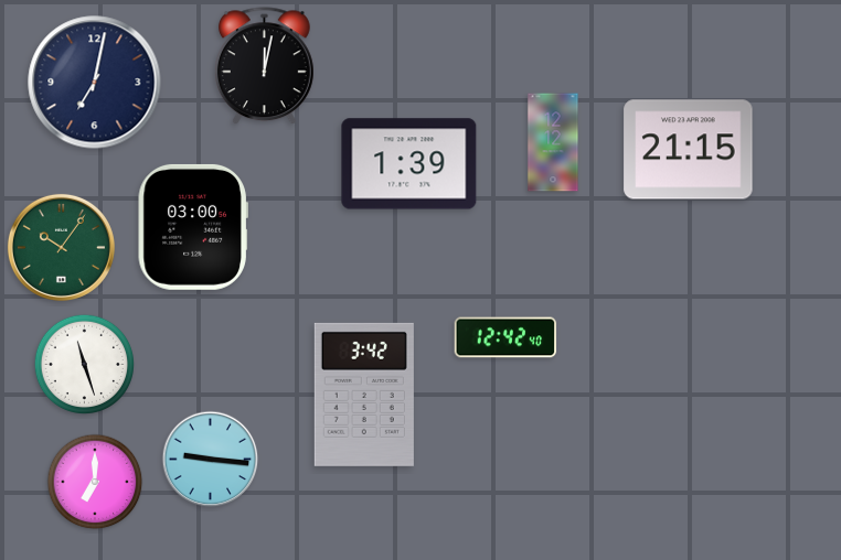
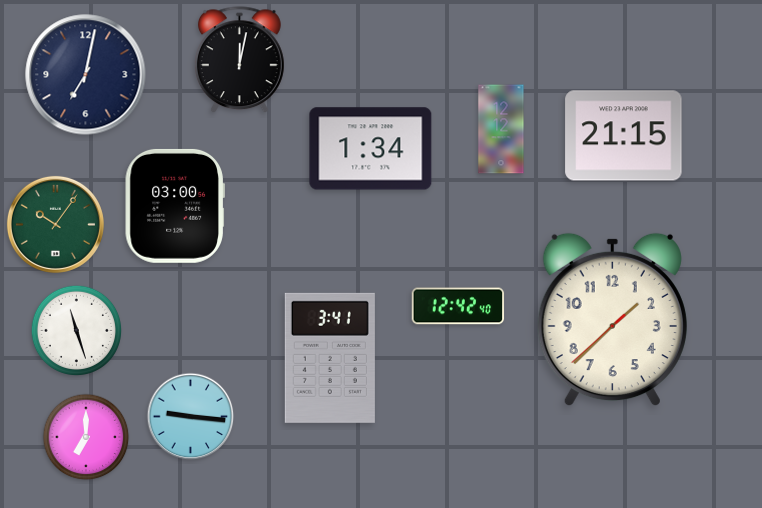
clock at (409, 164): 1:39 -> 1:34
clock at (612, 320): none -> 1:37
clock at (364, 395): 3:42 -> 3:41
